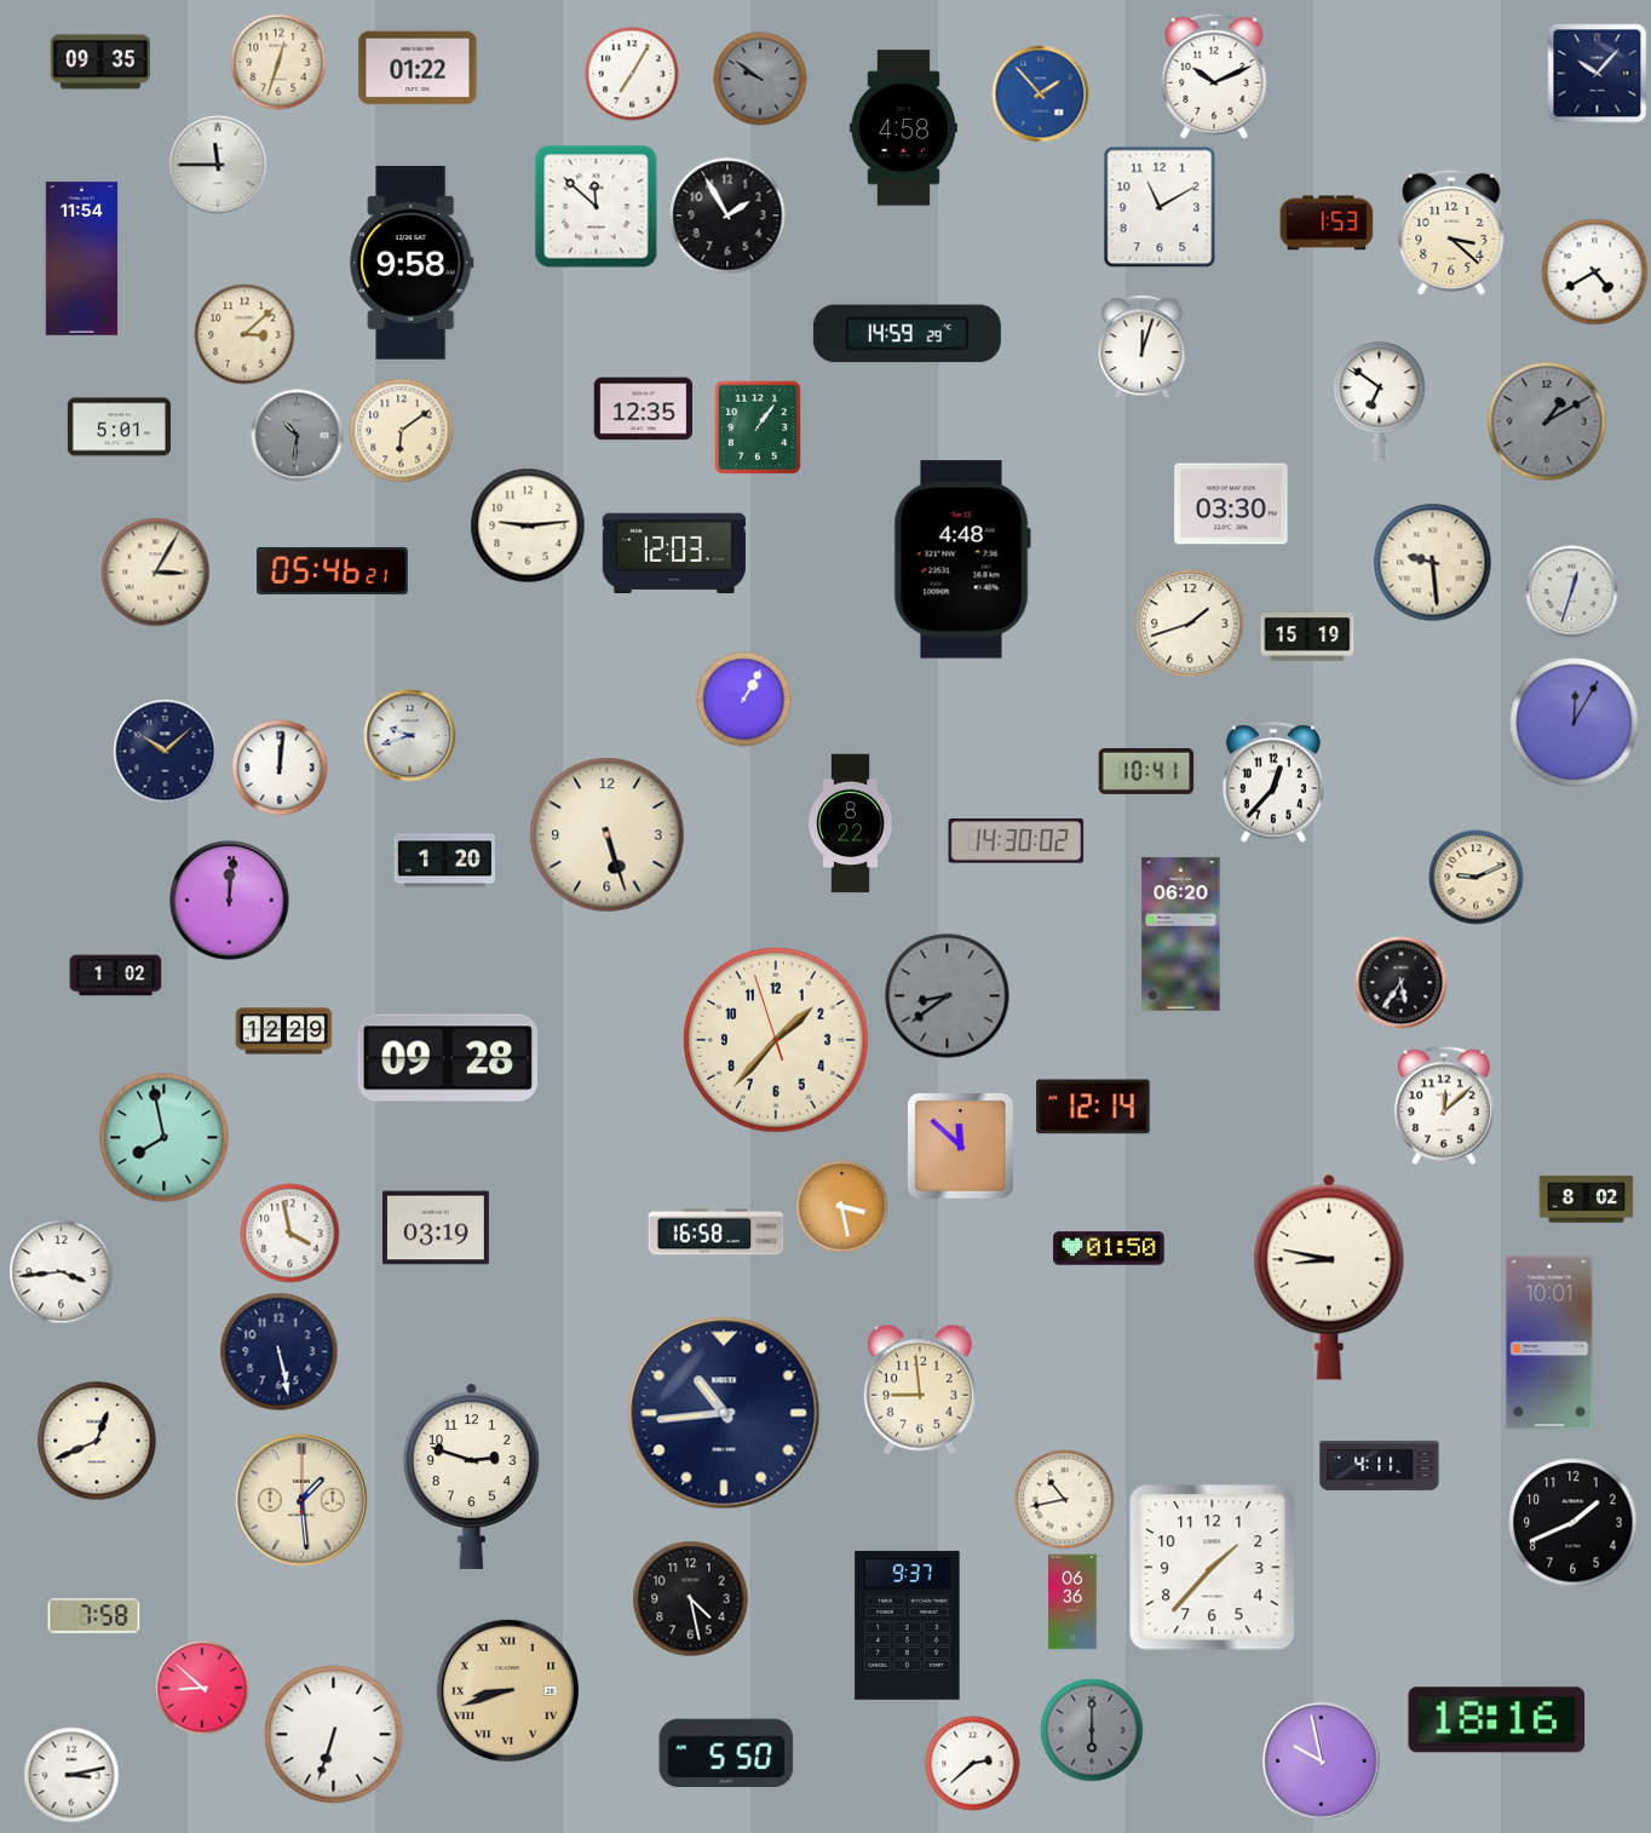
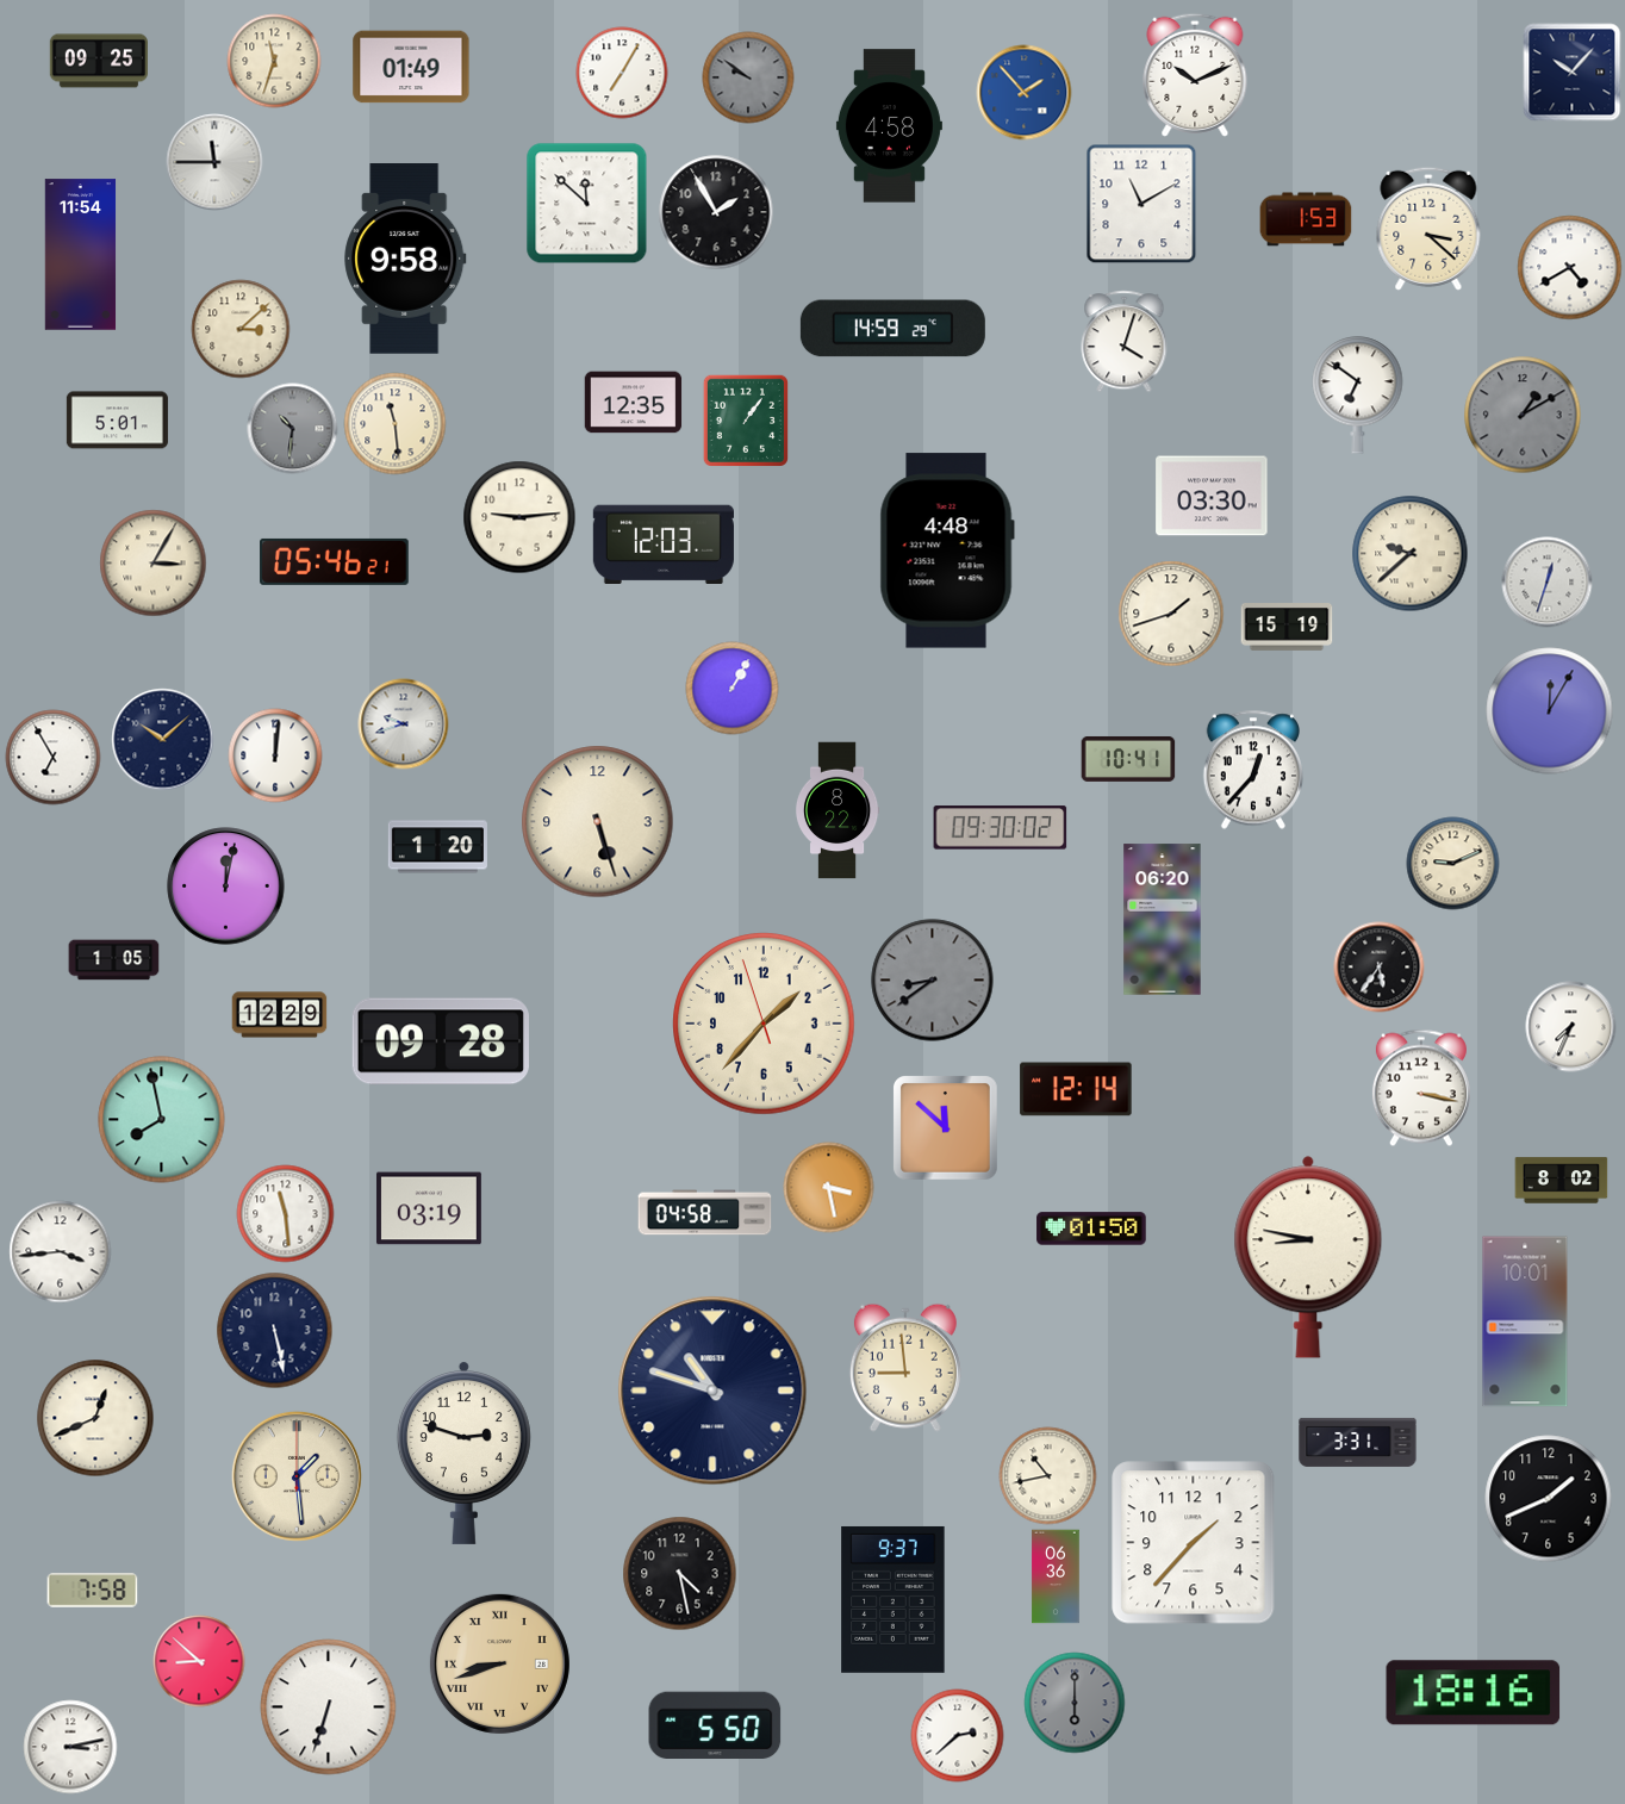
clock at (100, 62): 09:35 -> 09:25
clock at (278, 62): 12:33 -> 11:33
clock at (418, 68): 01:22 -> 01:49
clock at (1143, 347): 12:03 -> 4:03
clock at (402, 431): 6:09 -> 11:29
clock at (1433, 563): 9:29 -> 9:38
clock at (333, 570) position: (333, 570) -> (335, 561)
clock at (54, 758): none -> 6:55
clock at (1017, 841): 14:30 -> 09:30
clock at (230, 901): 12:01 -> 12:02
clock at (116, 976): 1:02 -> 1:05
clock at (1571, 1027): none -> 7:34
clock at (1444, 1105): 12:08 -> 3:17
clock at (717, 1232): 16:58 -> 04:58
clock at (290, 1234): 3:58 -> 11:29
clock at (724, 1413): 10:44 -> 10:48
clock at (1380, 1465): 4:11 -> 3:31
clock at (1322, 1762): 9:58 -> none
